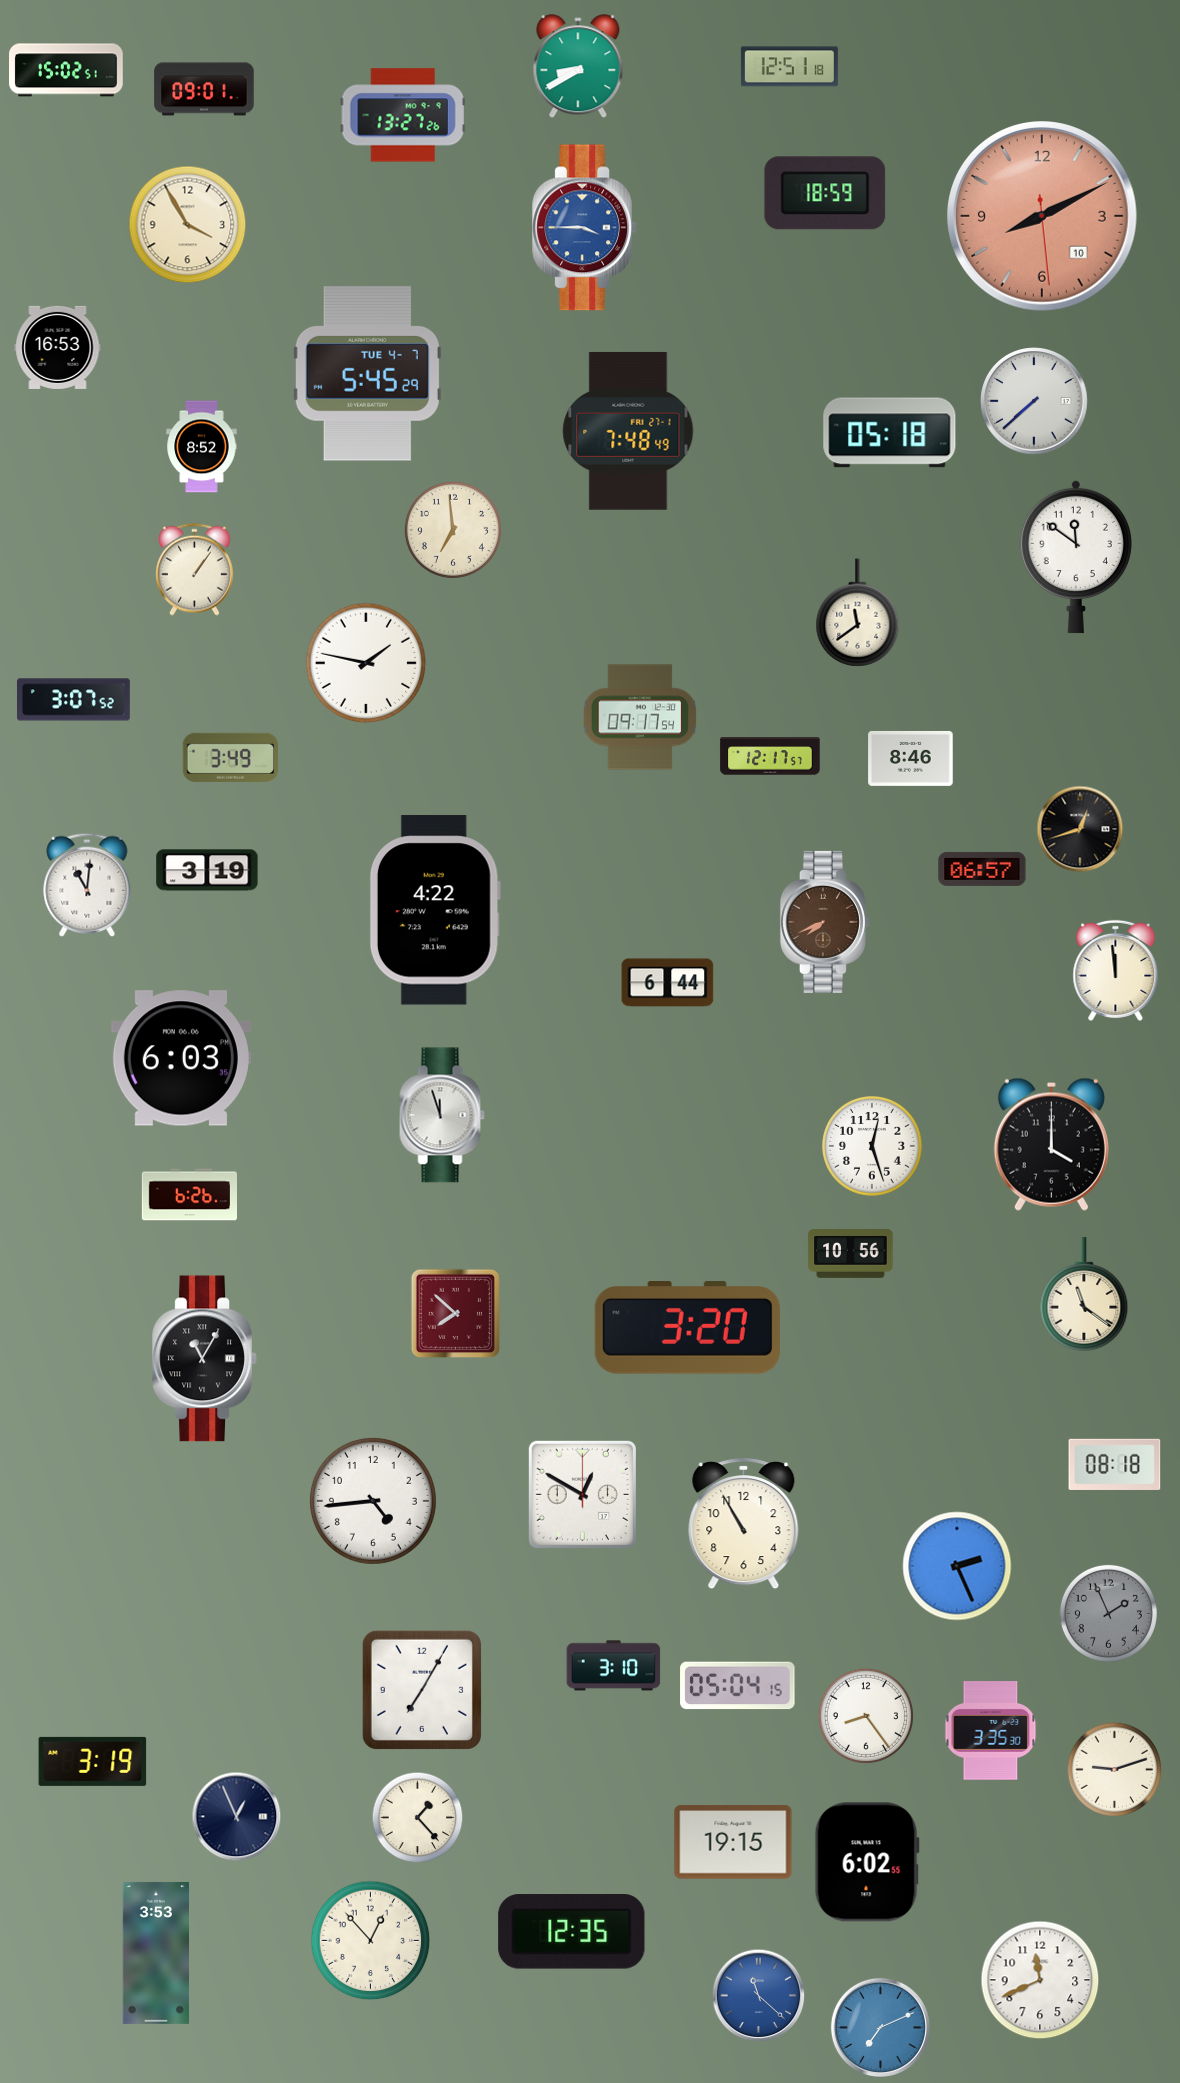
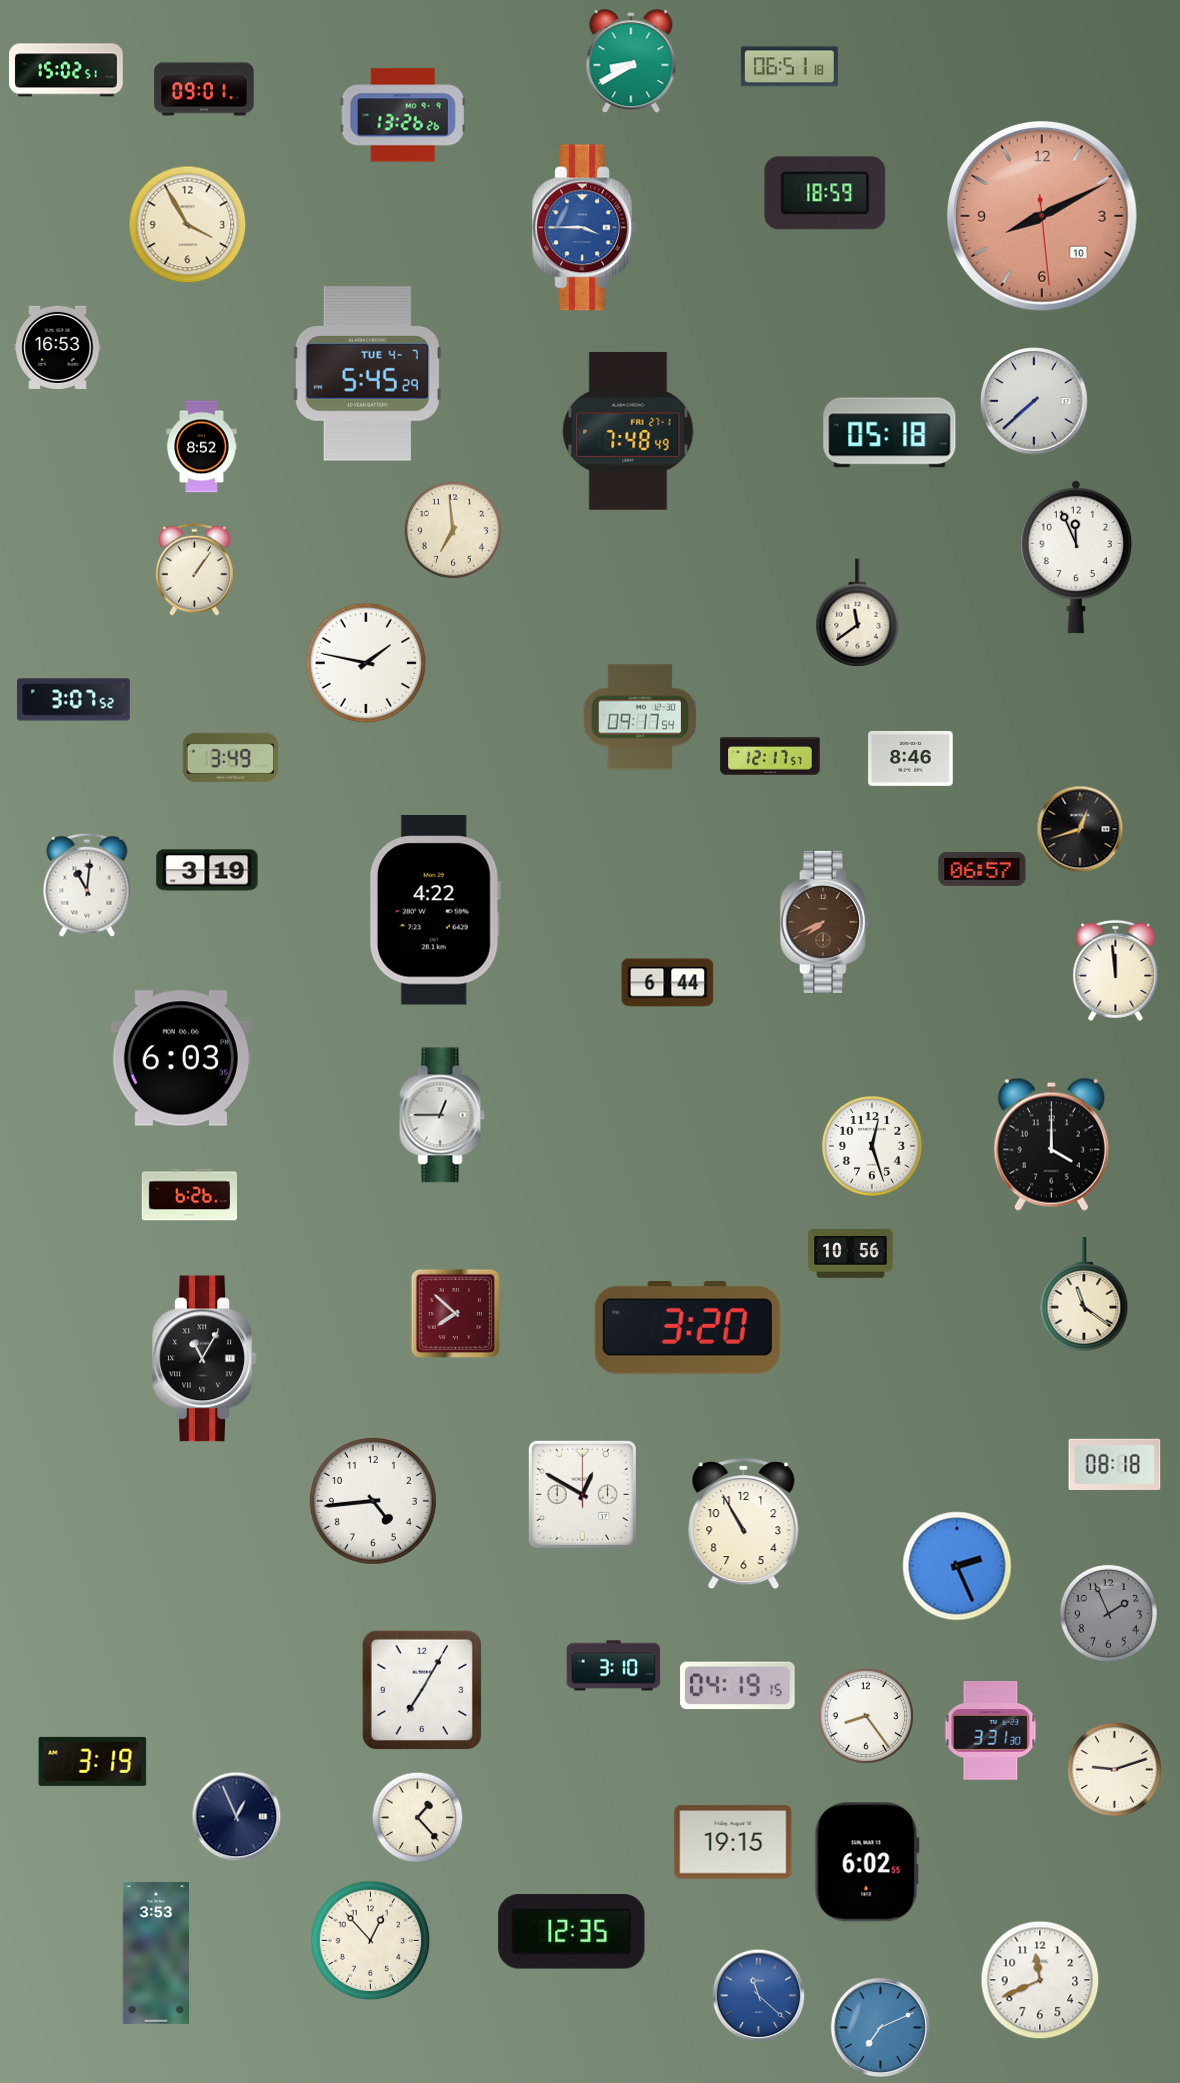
clock at (578, 67) position: (578, 67) -> (631, 62)
clock at (789, 67): 12:51 -> 06:51
clock at (403, 115): 13:27 -> 13:26
clock at (1076, 557): 11:51 -> 11:56
clock at (442, 1115): 11:57 -> 12:45
clock at (738, 1686): 05:04 -> 04:19
clock at (991, 1731): 3:35 -> 3:31
